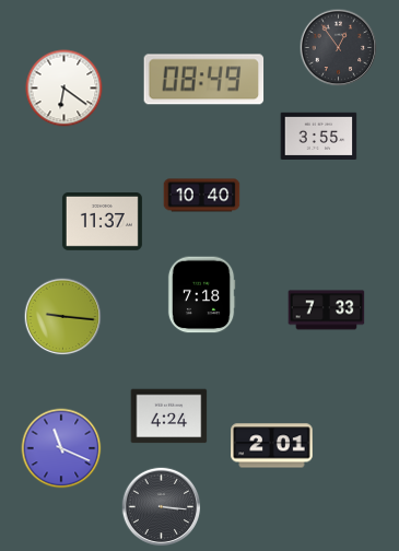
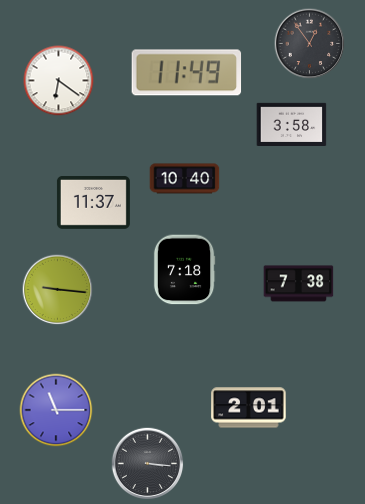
clock at (204, 80): 08:49 -> 11:49
clock at (319, 136): 3:55 -> 3:58
clock at (327, 310): 7:33 -> 7:38
clock at (169, 417): 4:24 -> none
clock at (61, 448): 11:19 -> 11:15
